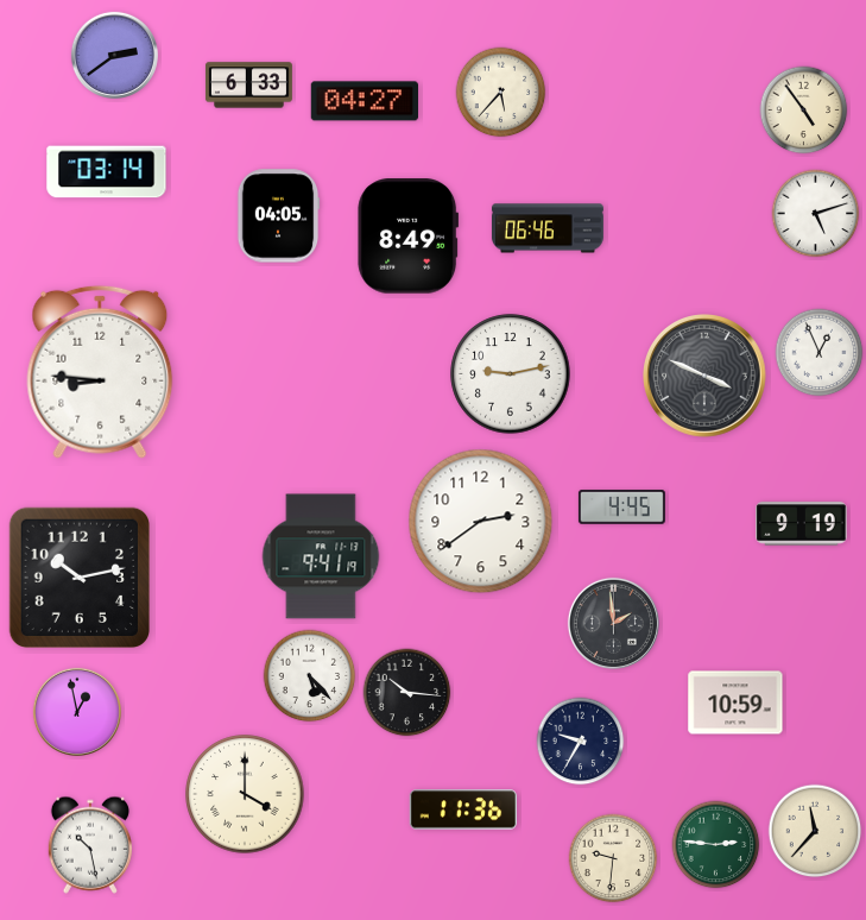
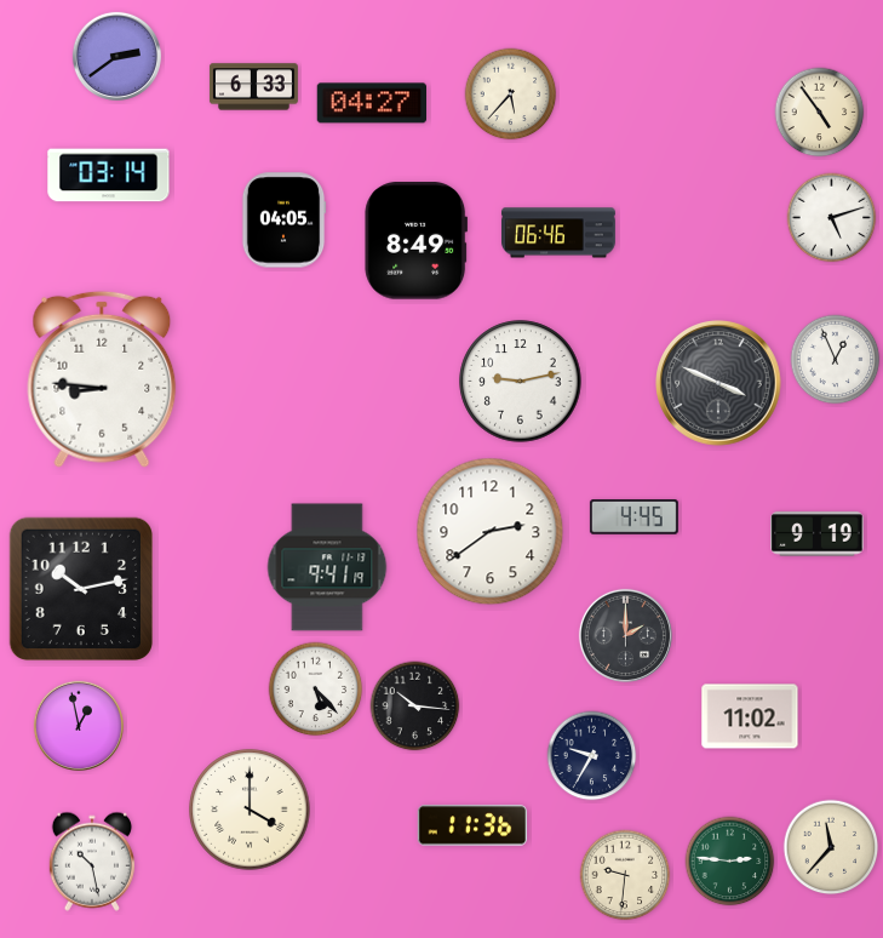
clock at (613, 623): 1:59 -> 2:00
clock at (735, 702): 10:59 -> 11:02
